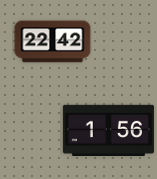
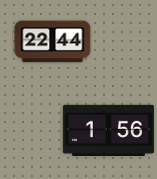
clock at (53, 42): 22:42 -> 22:44
